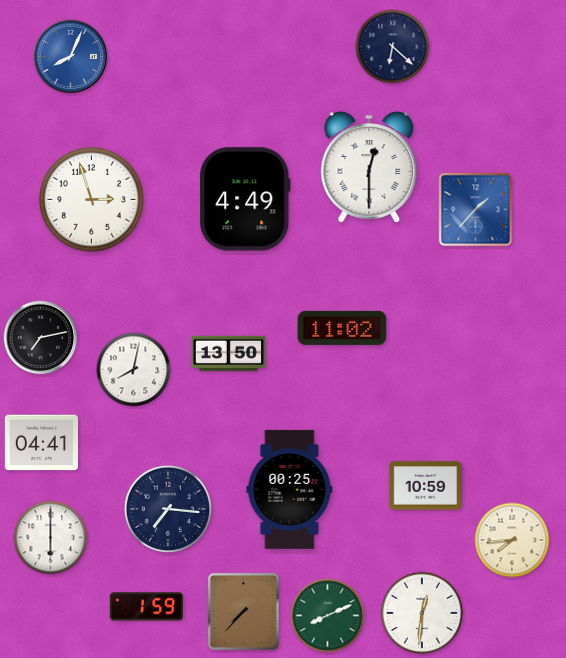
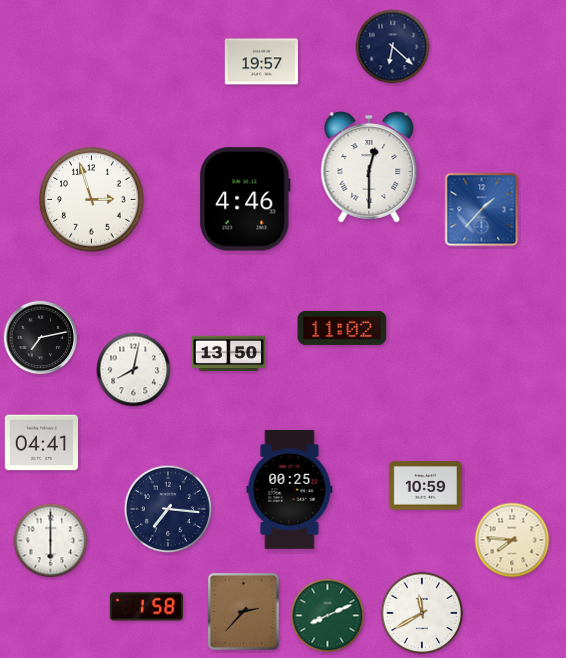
clock at (71, 57): 8:04 -> none
clock at (261, 62): none -> 19:57
clock at (245, 199): 4:49 -> 4:46
clock at (476, 210) position: (476, 210) -> (482, 210)
clock at (51, 538) position: (51, 538) -> (51, 541)
clock at (512, 540): 7:44 -> 7:46
clock at (146, 607): 1:59 -> 1:58
clock at (243, 611): 7:37 -> 2:37
clock at (422, 613): 12:31 -> 11:40
